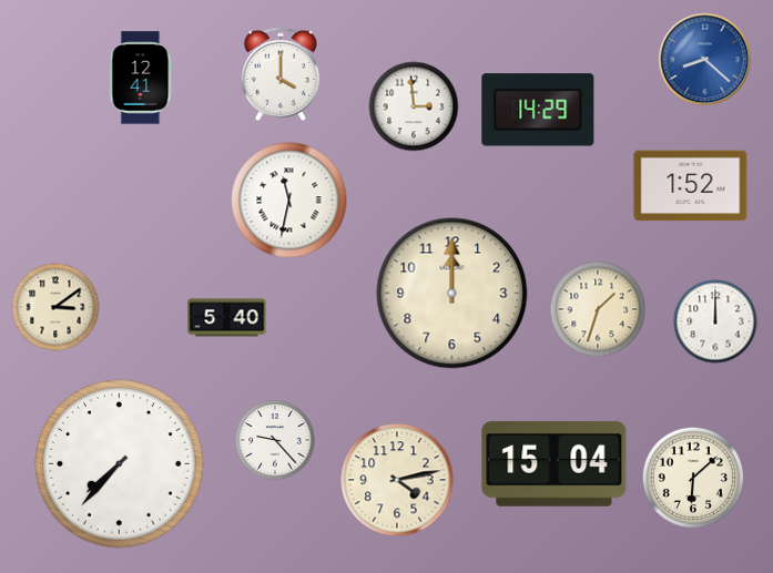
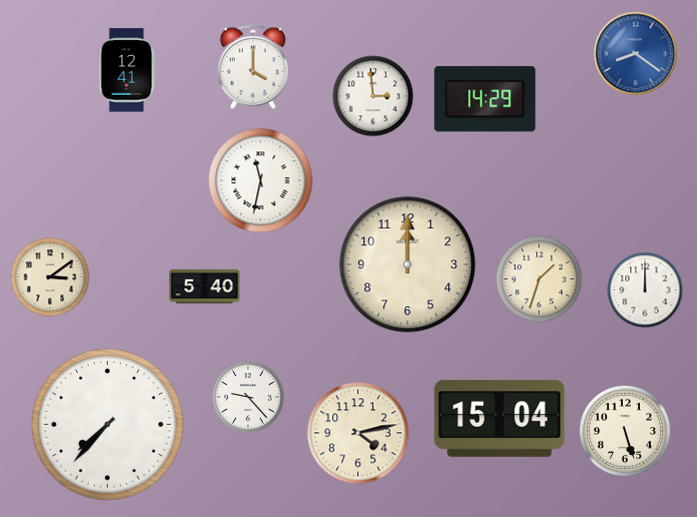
clock at (705, 60): 8:22 -> 8:21
clock at (691, 186): 1:52 -> none
clock at (120, 464) position: (120, 464) -> (108, 425)
clock at (692, 477): 6:08 -> 5:27
